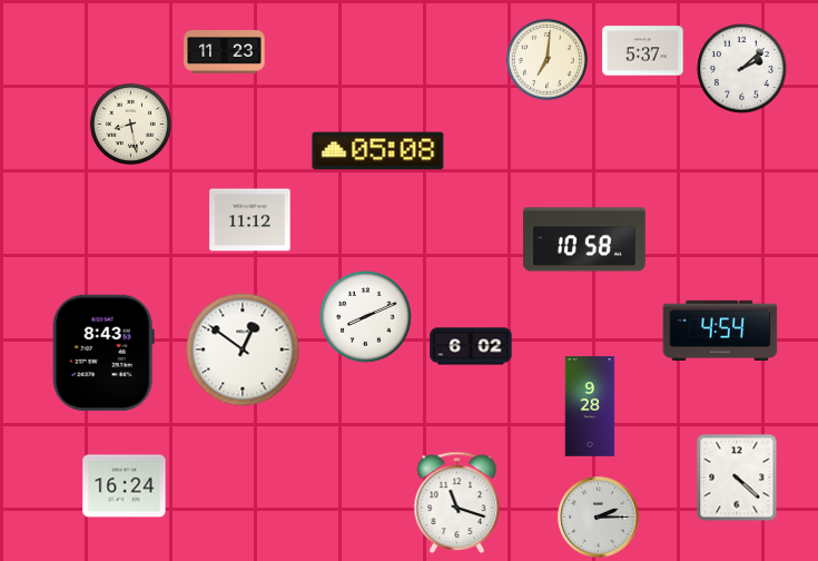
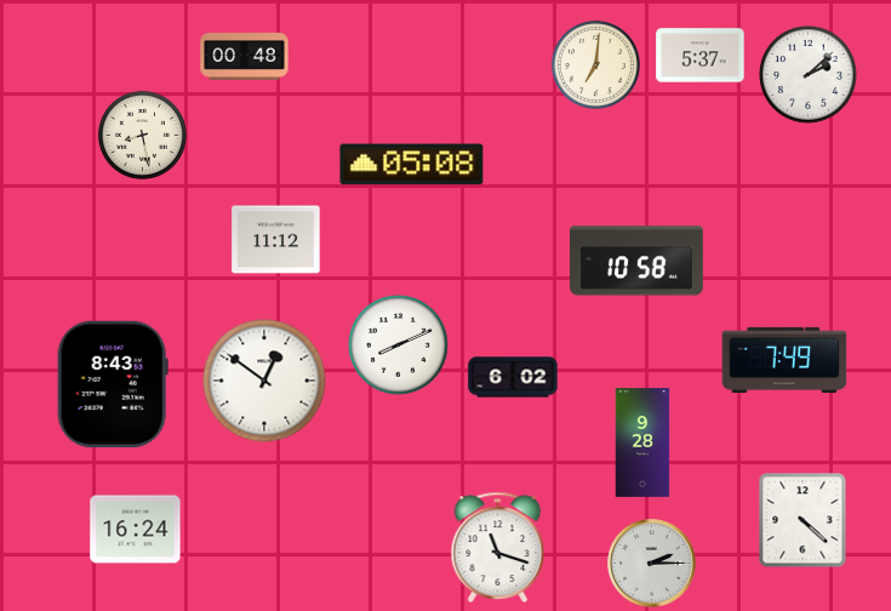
clock at (225, 52): 11:23 -> 00:48
clock at (250, 220) position: (250, 220) -> (276, 240)
clock at (720, 331): 4:54 -> 7:49
